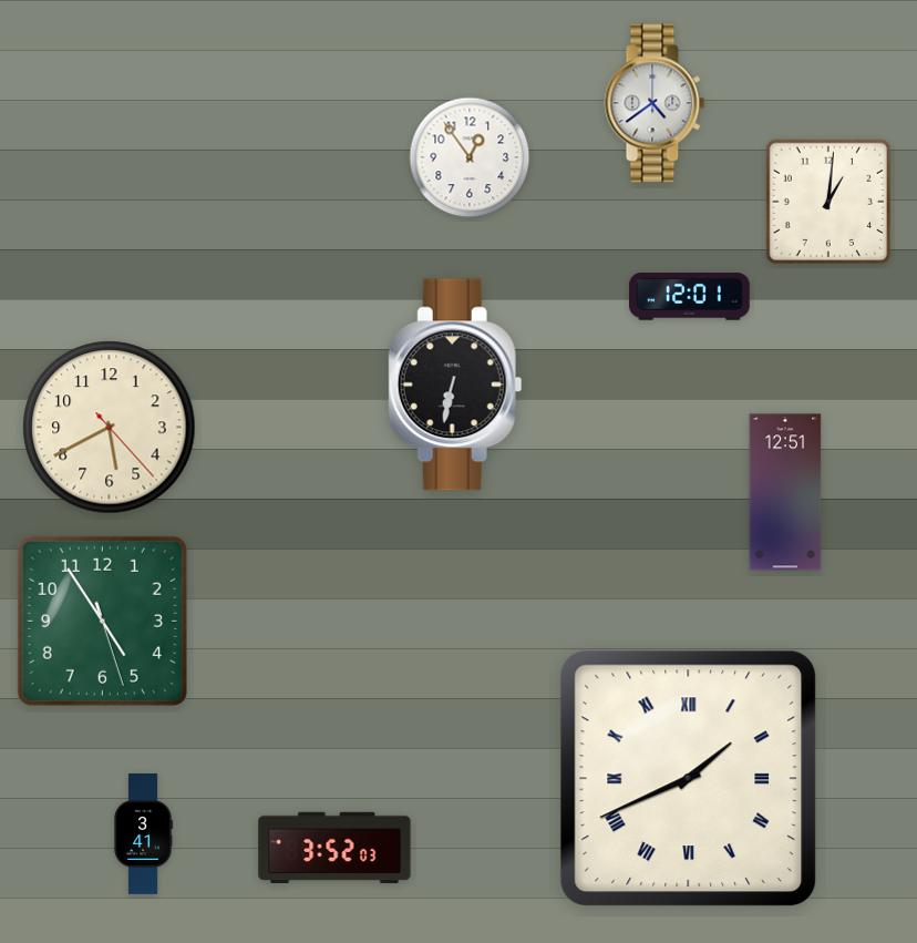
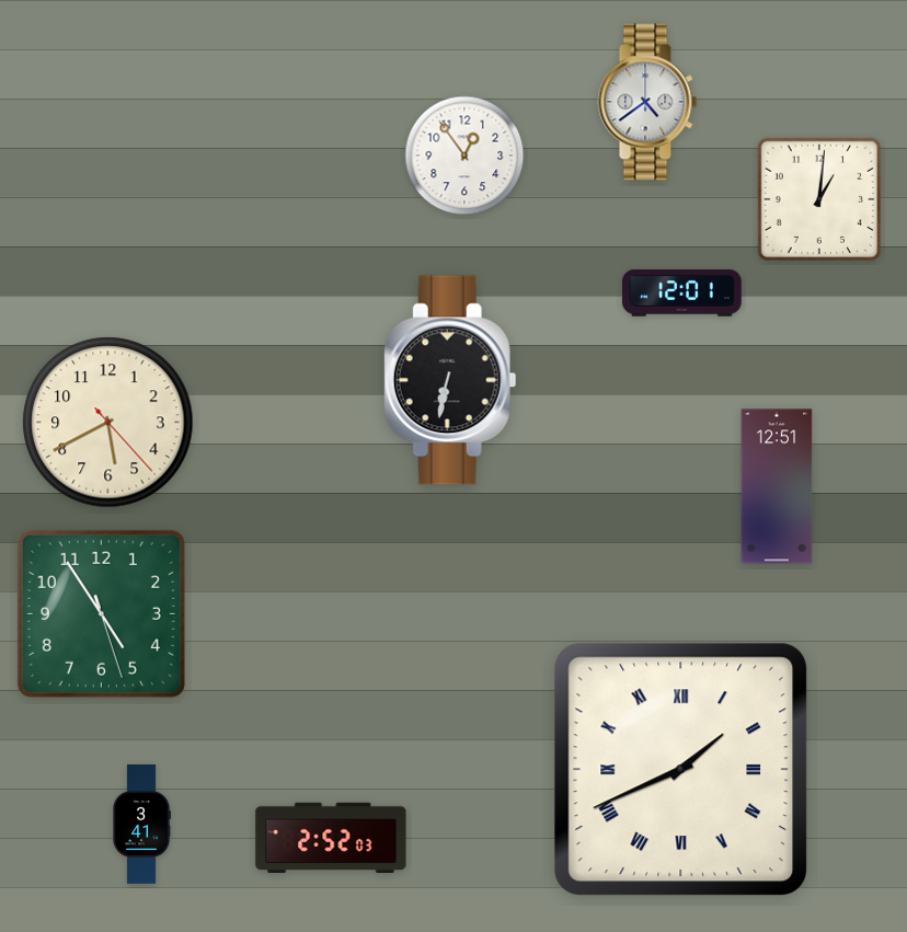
clock at (334, 847): 3:52 -> 2:52
